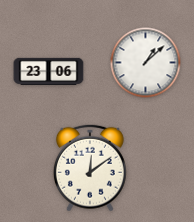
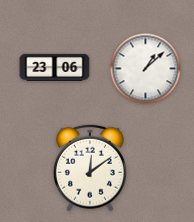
clock at (146, 63) position: (146, 63) -> (146, 69)
clock at (49, 71) position: (49, 71) -> (55, 67)
